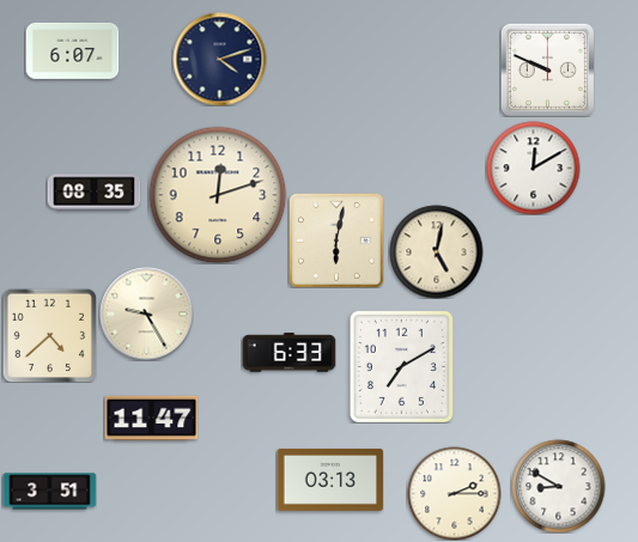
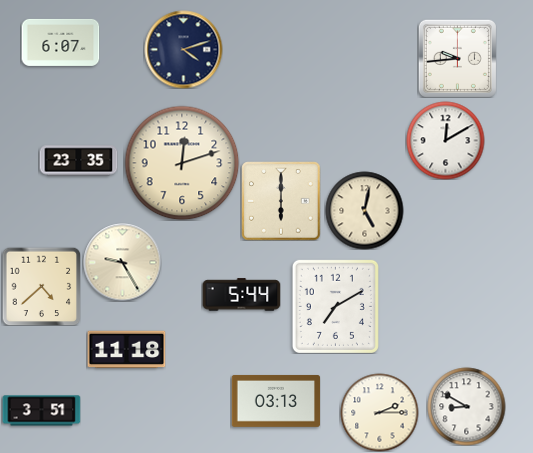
clock at (547, 69): 9:49 -> 9:44
clock at (93, 193): 08:35 -> 23:35
clock at (336, 240): 6:02 -> 6:00
clock at (49, 335) position: (49, 335) -> (41, 286)
clock at (288, 353): 6:33 -> 5:44
clock at (151, 419): 11:47 -> 11:18
